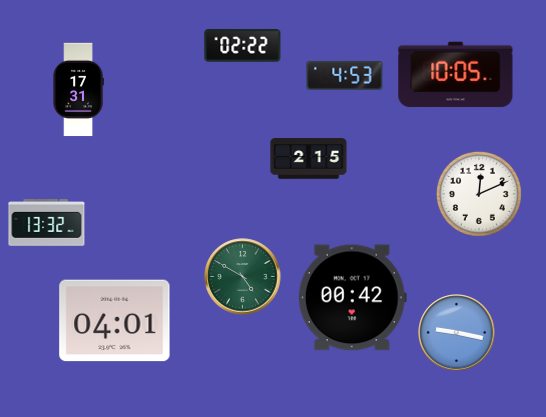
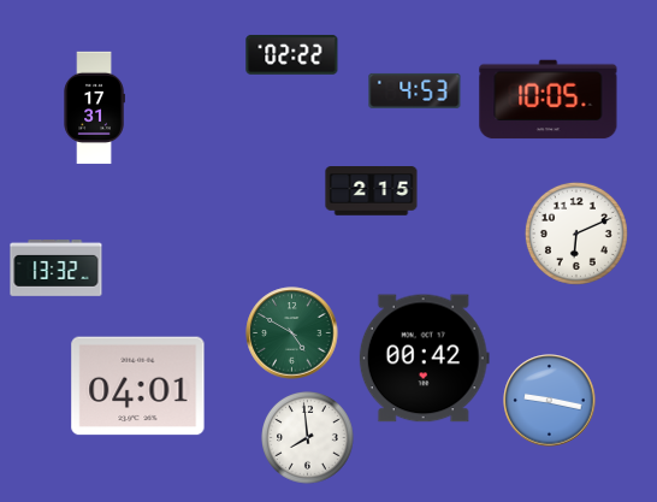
clock at (456, 75) position: (456, 75) -> (549, 100)
clock at (479, 194): 12:11 -> 6:11
clock at (308, 438): none -> 7:59
